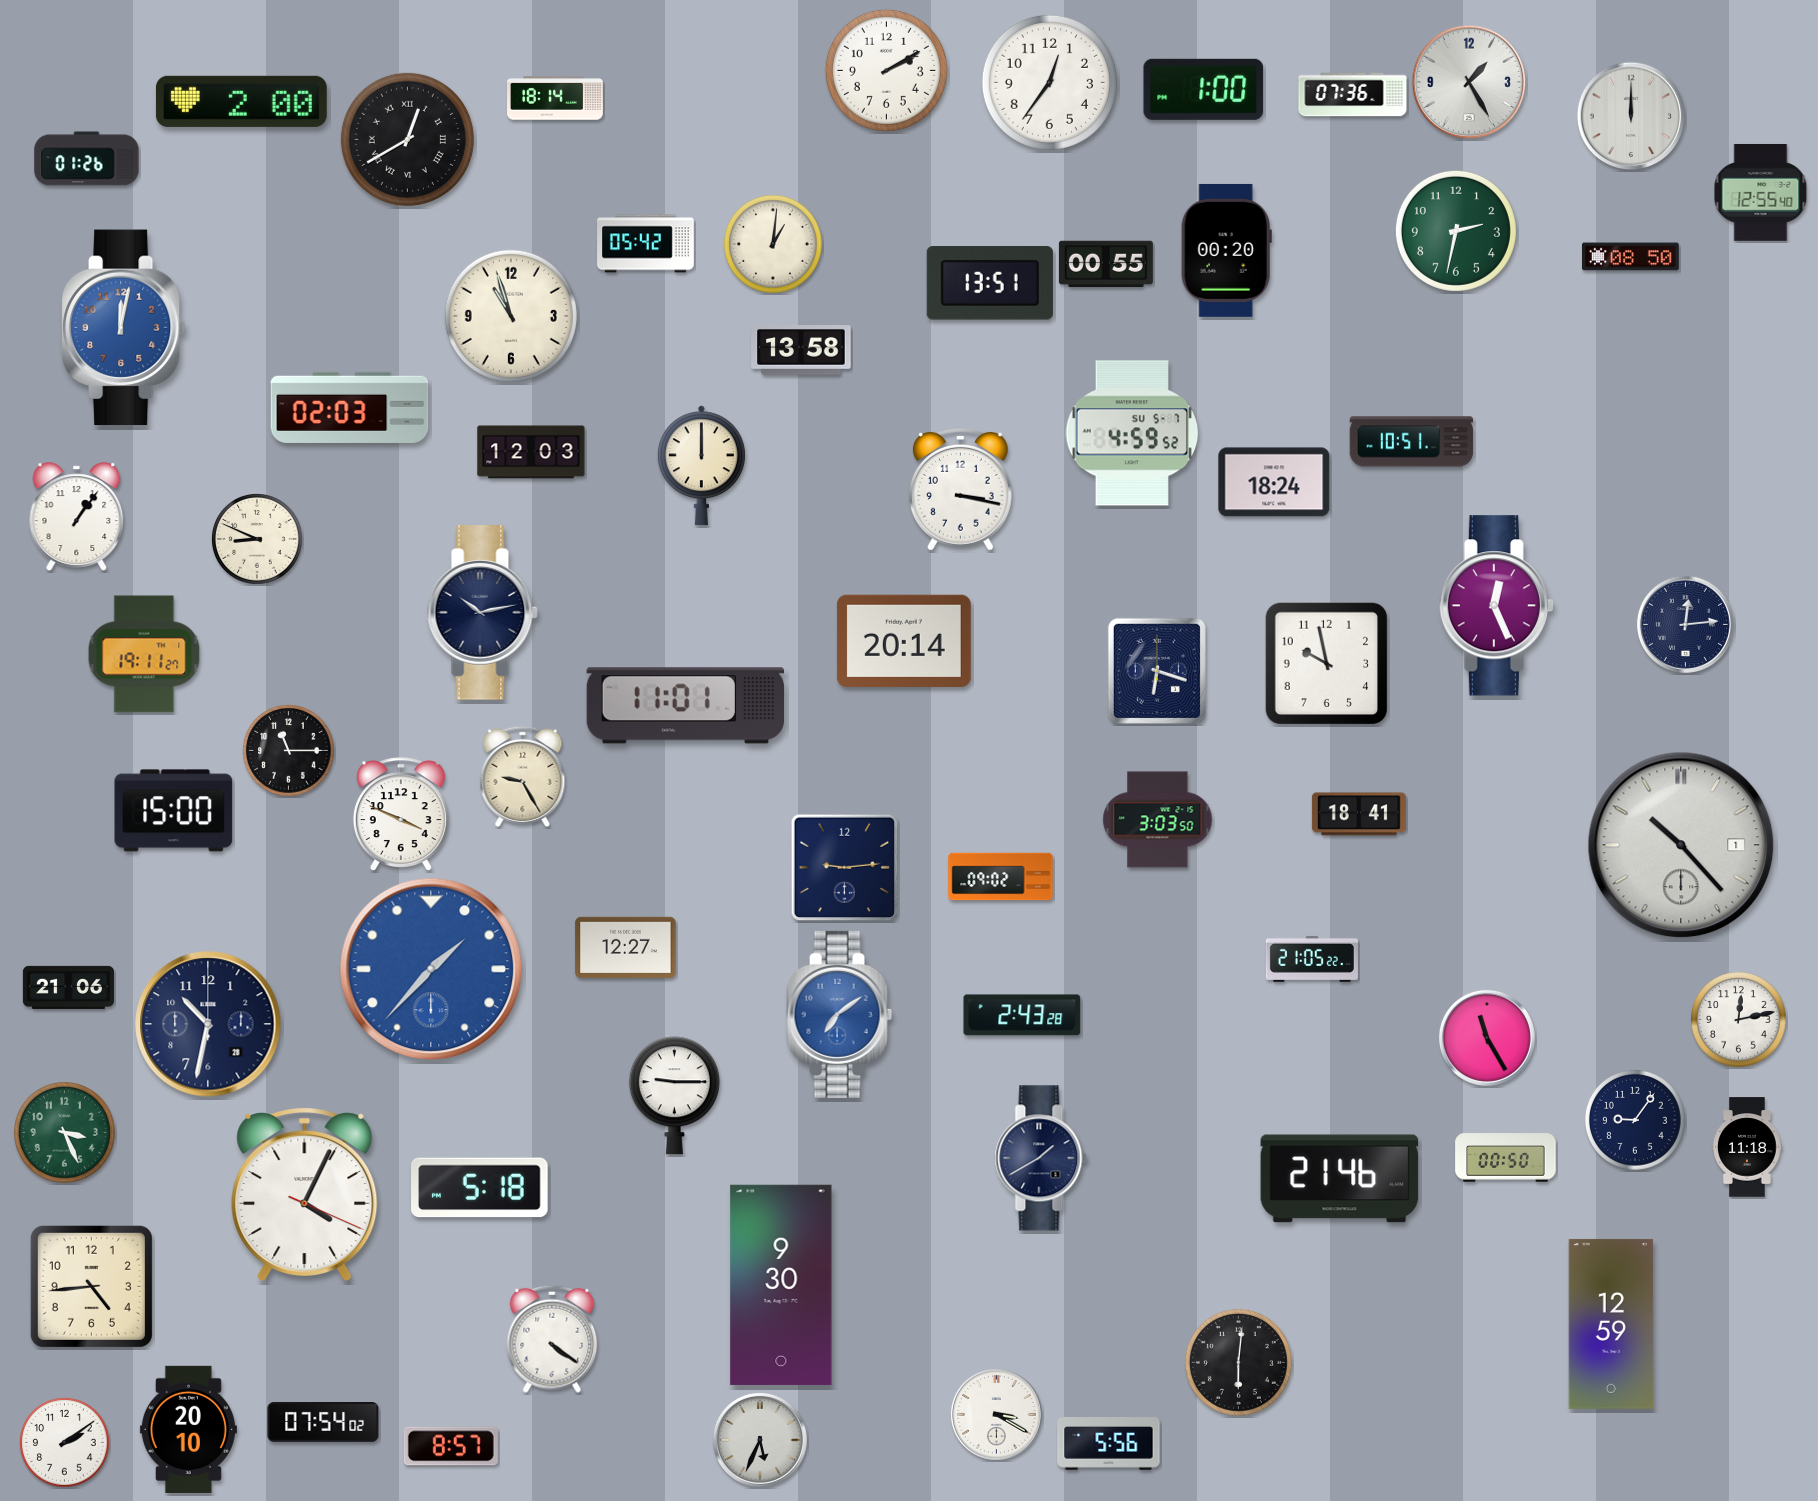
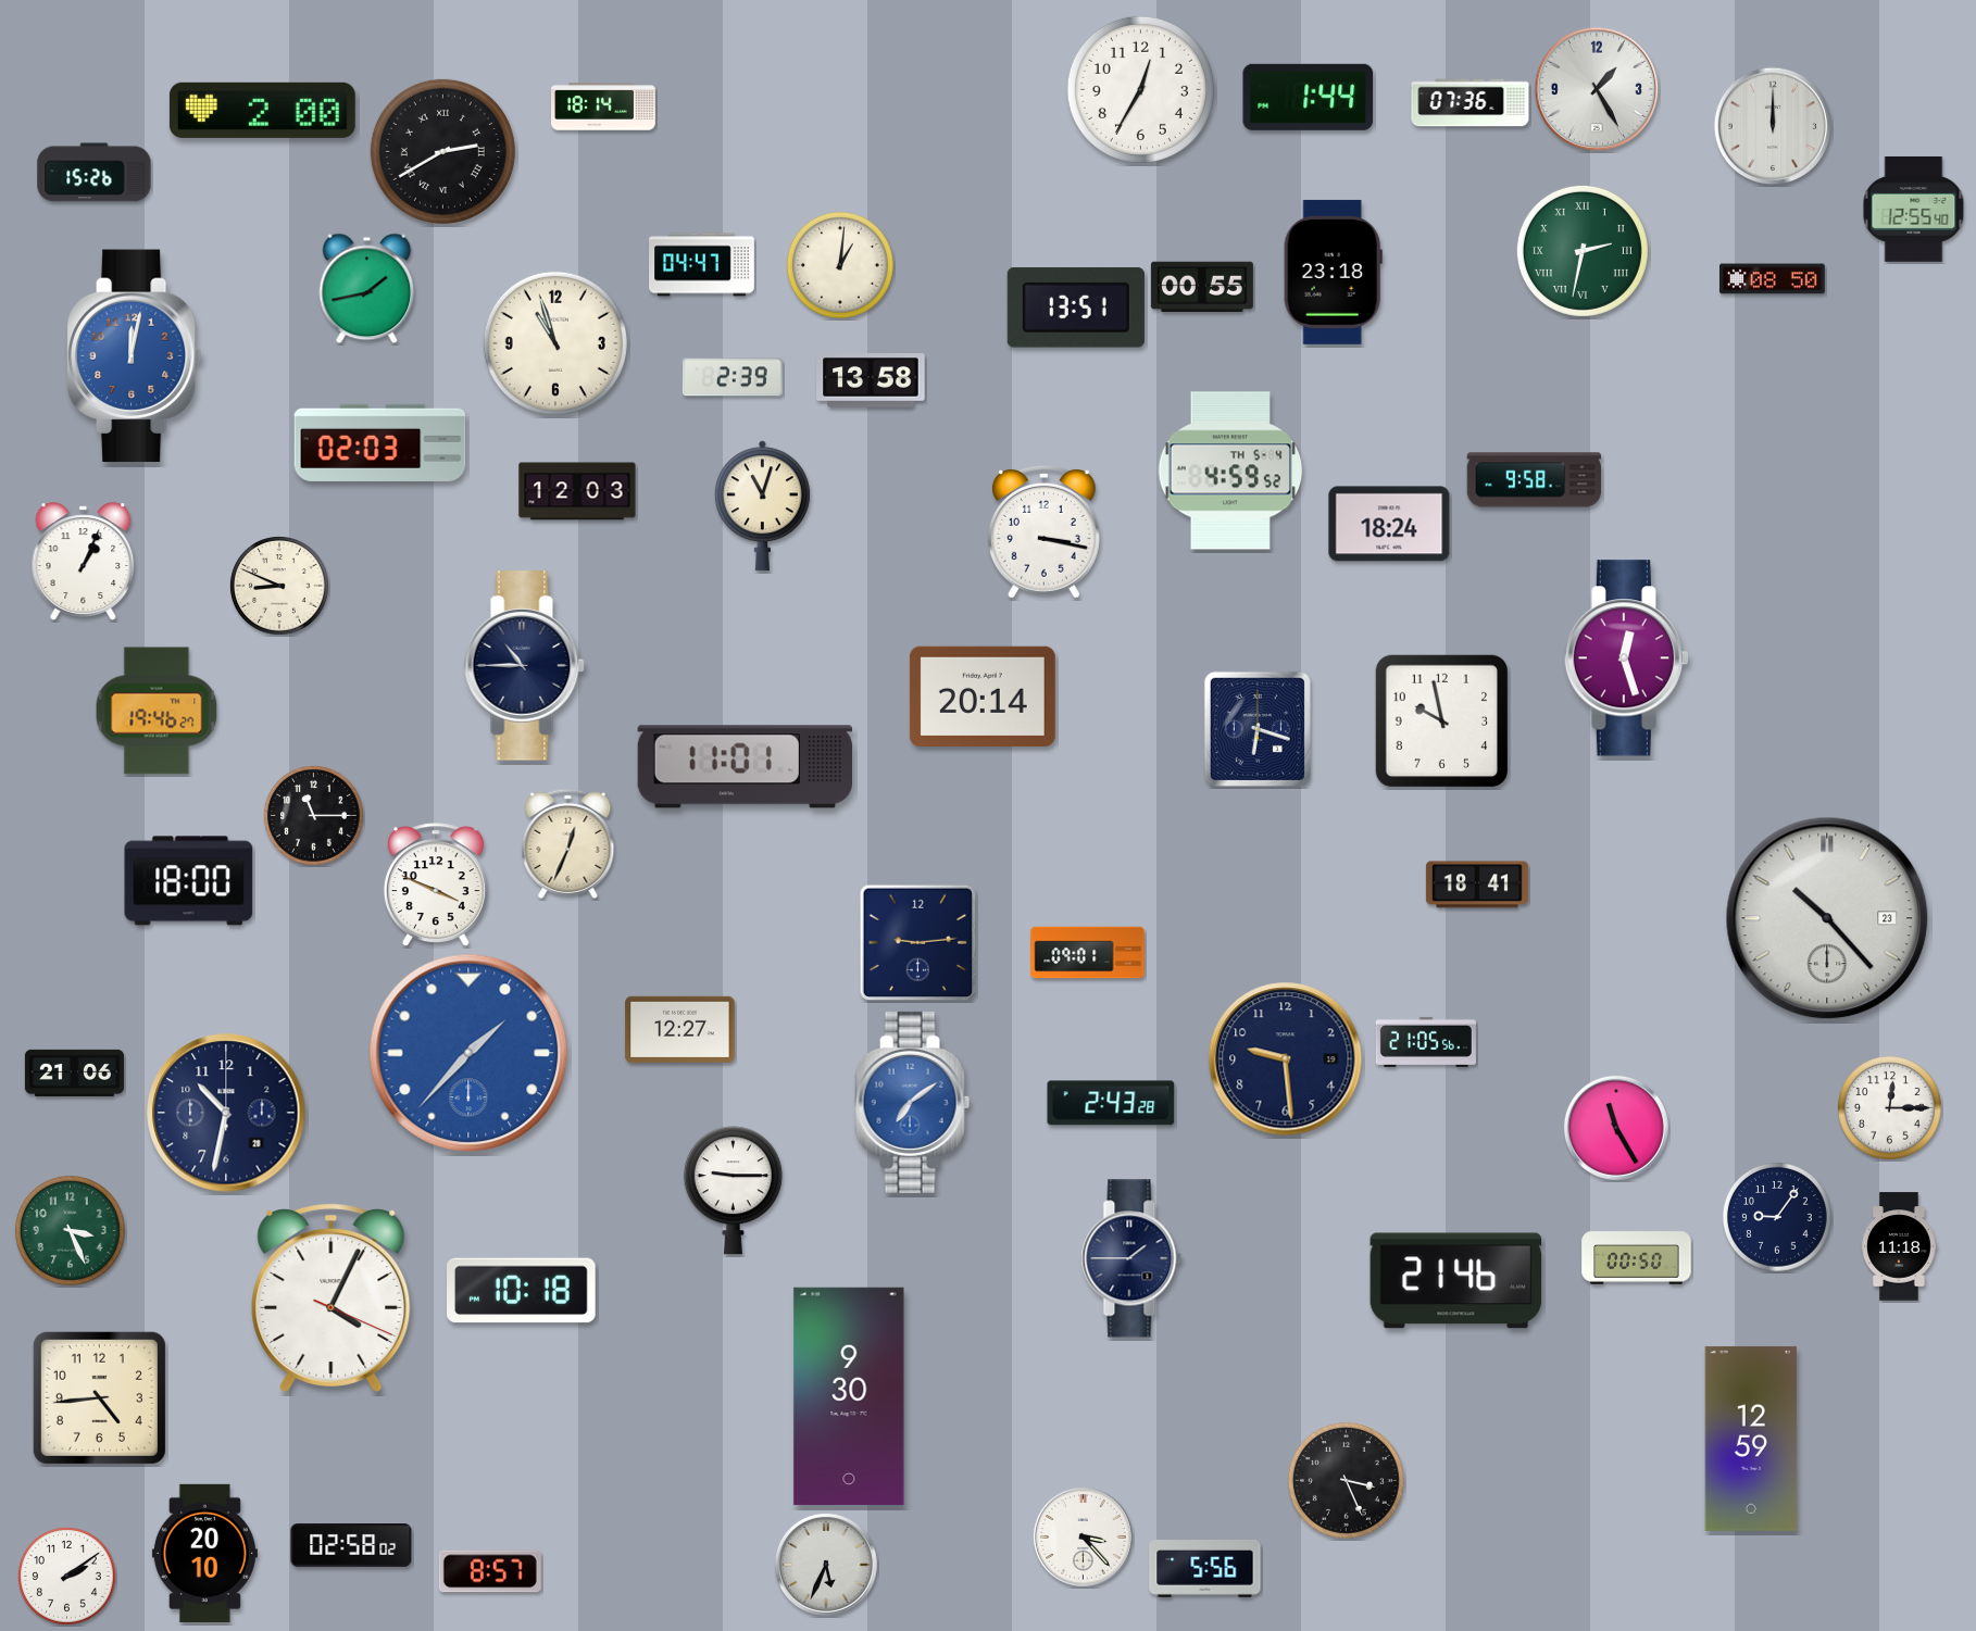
clock at (886, 70): 2:10 -> none
clock at (1049, 82): 12:36 -> 12:35
clock at (1204, 89): 1:00 -> 1:44
clock at (407, 139): 12:40 -> 2:40
clock at (87, 159): 01:26 -> 15:26
clock at (1456, 231) numerals: Arabic -> Roman
clock at (646, 244): 05:42 -> 04:47
clock at (1226, 250): 00:20 -> 23:18
clock at (367, 289): none -> 1:43
clock at (733, 377): none -> 2:39
clock at (1132, 433) date: SU 5-7 -> TH 5-4
clock at (1412, 442): 10:51 -> 9:58
clock at (701, 466): 12:00 -> 11:03
clock at (1274, 482) position: (1274, 482) -> (1389, 524)
clock at (77, 517): 1:06 -> 1:04
clock at (1496, 606): 12:26 -> 12:27
clock at (482, 613): 10:13 -> 10:45
clock at (1685, 624): 12:14 -> none
clock at (144, 654): 19:11 -> 19:46
clock at (523, 776): 9:25 -> 12:34
clock at (174, 811): 15:00 -> 18:00
clock at (1158, 820): 3:03 -> none
clock at (1681, 845) date: 1 -> 23
clock at (1001, 877): 09:02 -> 09:01
clock at (1312, 959): 21:05:22 -> 21:05:56
clock at (1286, 1059): none -> 9:29
clock at (1739, 1020): 12:13 -> 12:15
clock at (1041, 1158): 1:40 -> 1:45
clock at (480, 1188): 5:18 -> 10:18
clock at (552, 1339): 4:21 -> none
clock at (1238, 1362): 6:01 -> 3:26
clock at (997, 1415): 3:20 -> 3:23
clock at (323, 1423): 07:54 -> 02:58
clock at (65, 1443) position: (65, 1443) -> (67, 1577)
